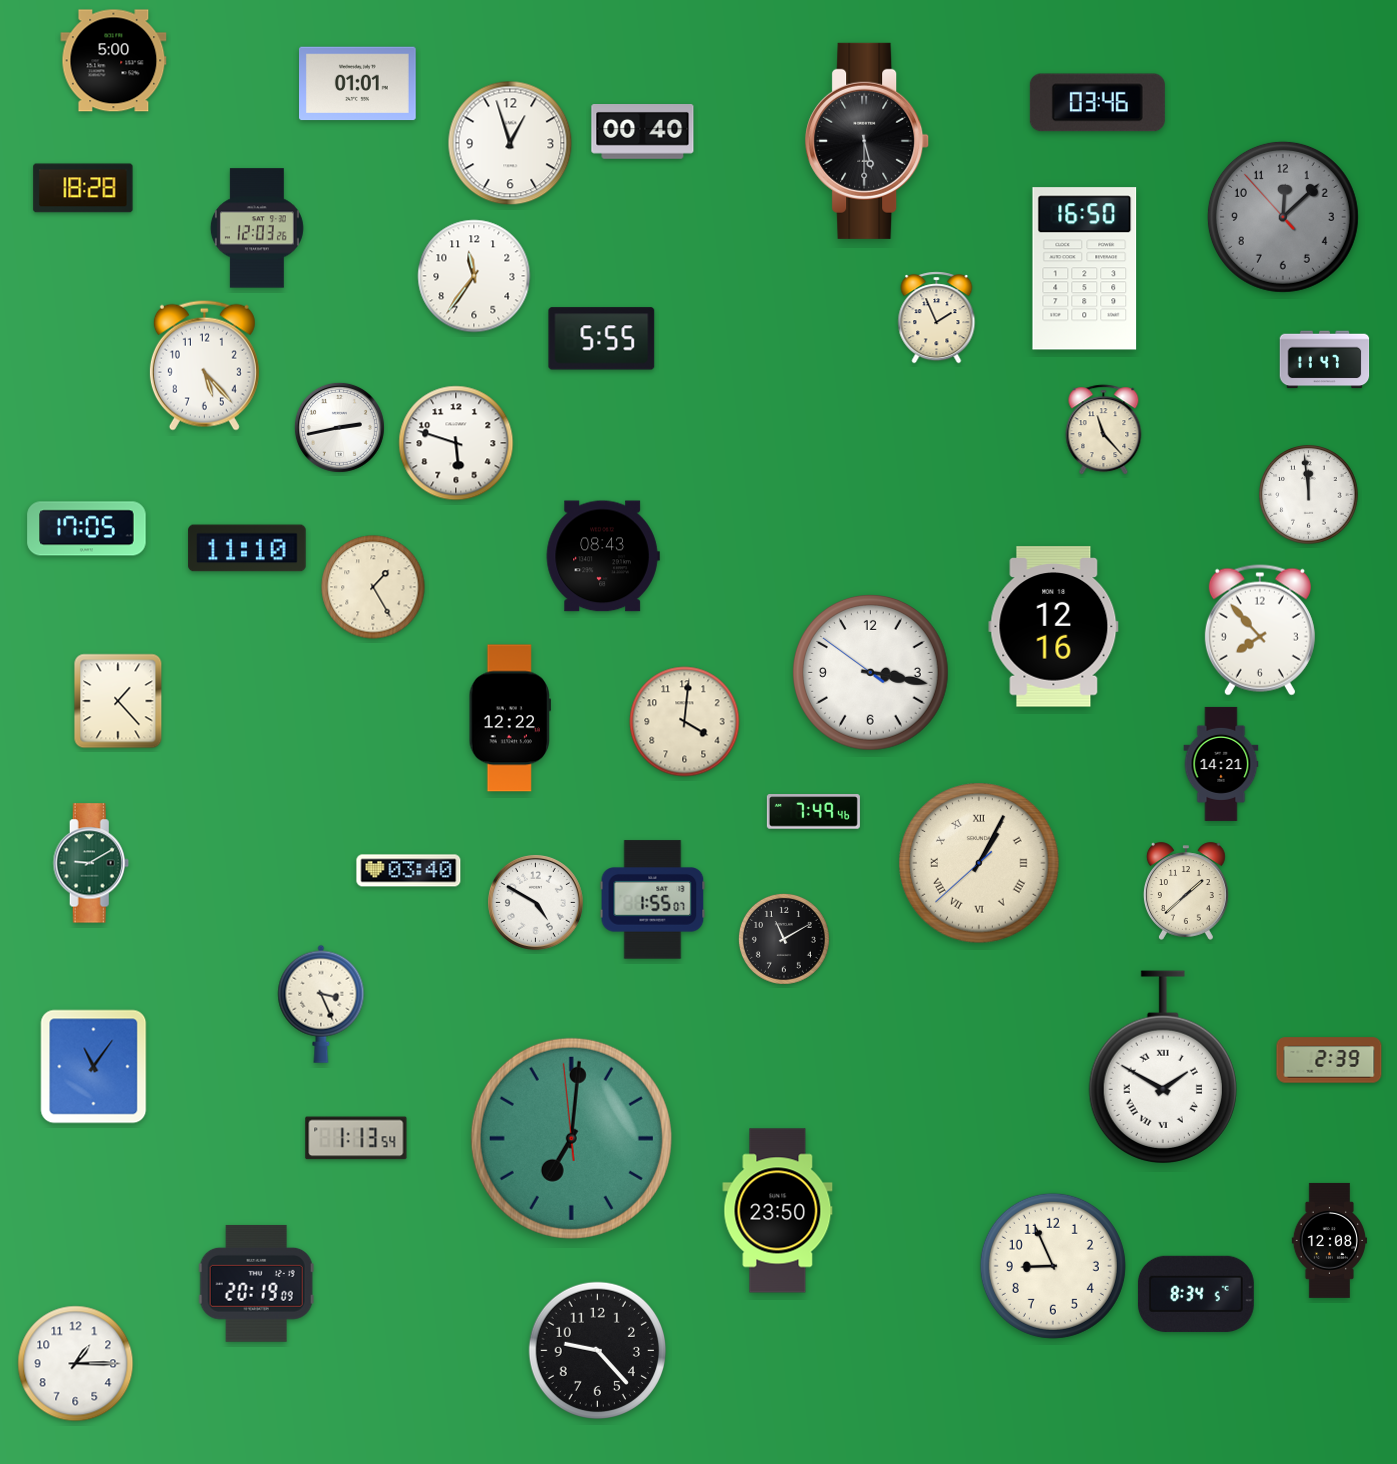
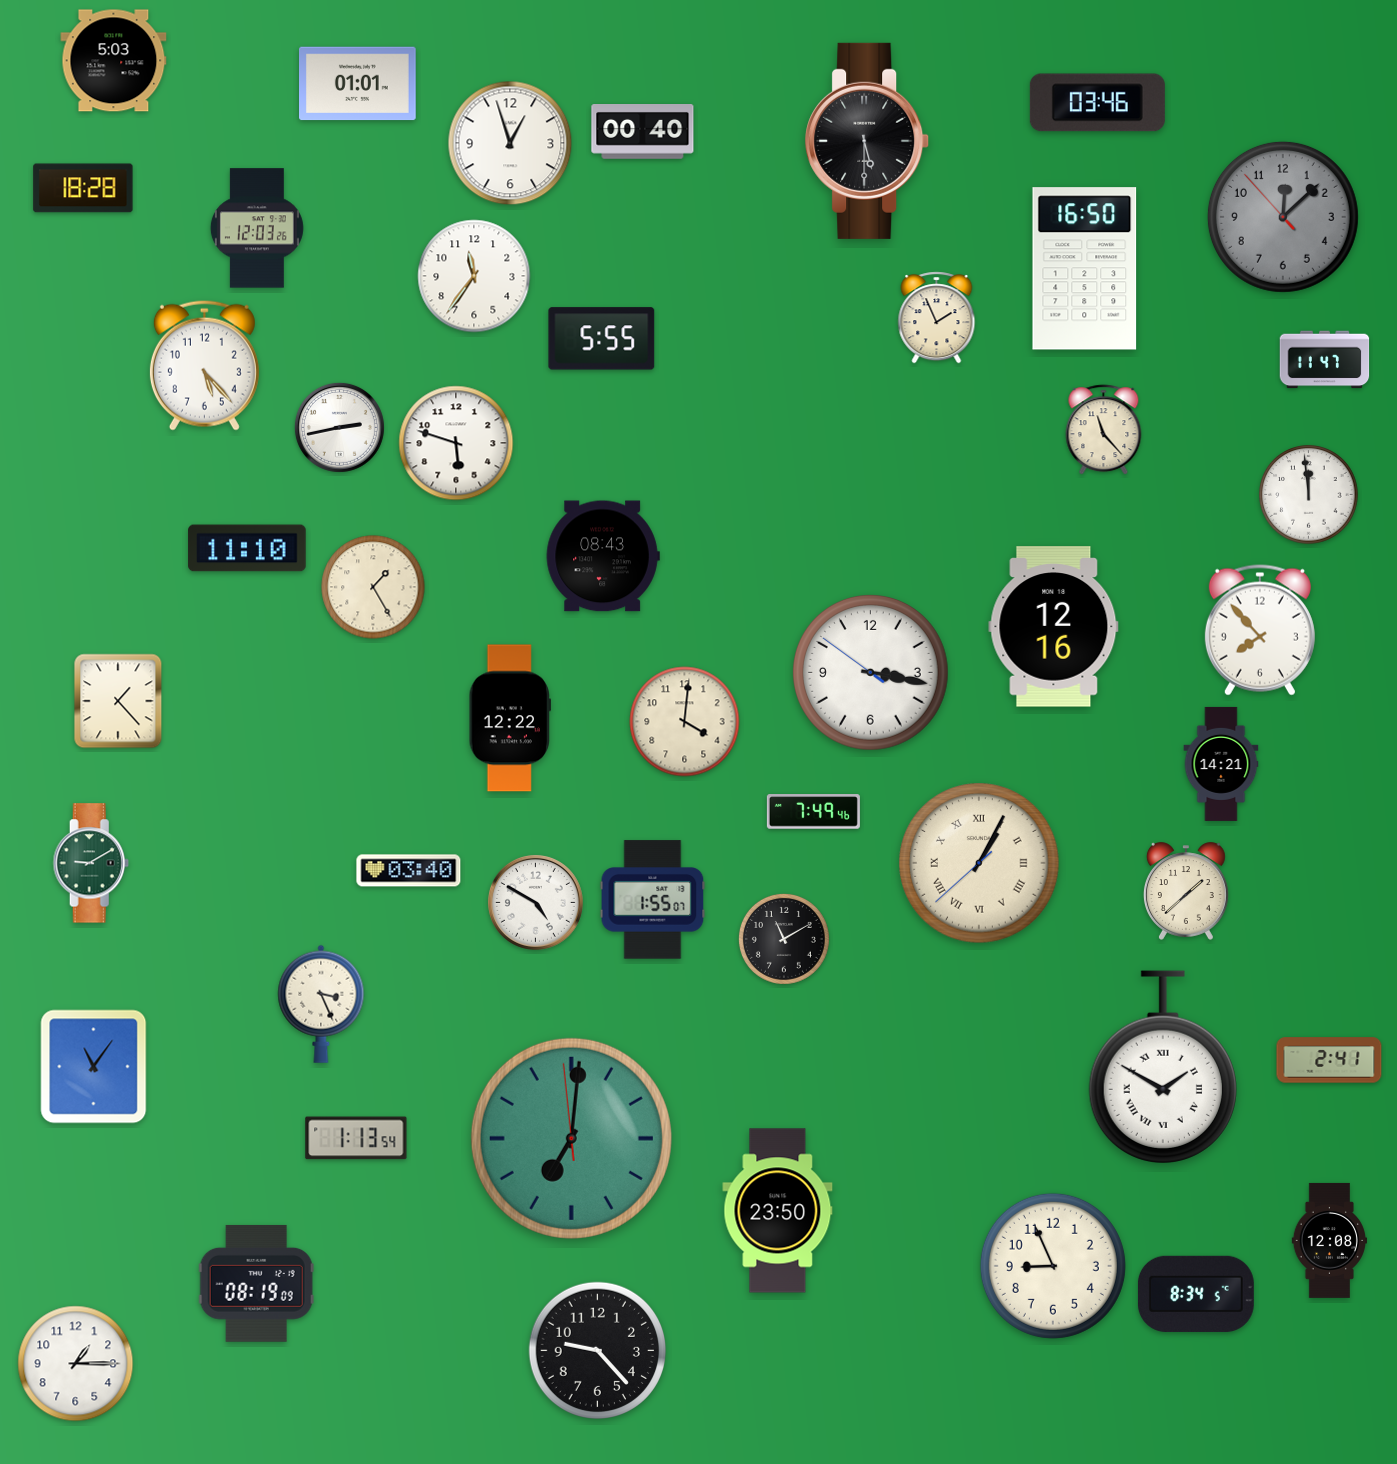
clock at (114, 61): 5:00 -> 5:03
clock at (87, 529): 17:05 -> none
clock at (1329, 1060): 2:39 -> 2:41
clock at (256, 1283): 20:19 -> 08:19
